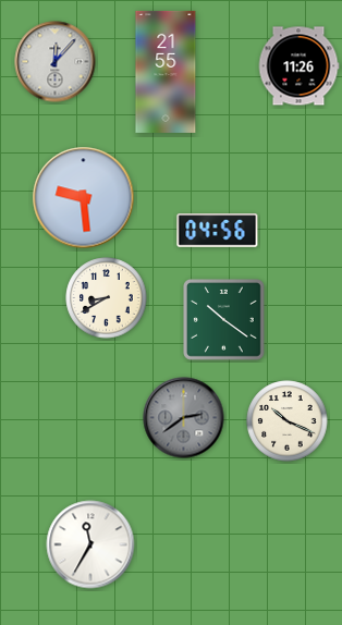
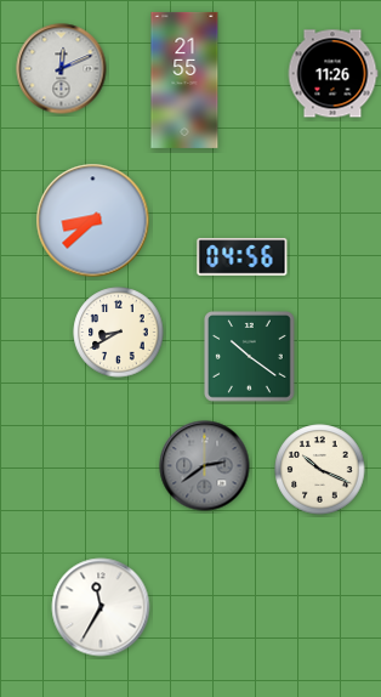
clock at (56, 62): 12:07 -> 12:11
clock at (84, 198): 9:29 -> 8:38
